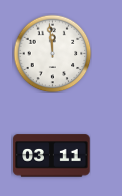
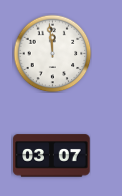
clock at (52, 156): 03:11 -> 03:07
